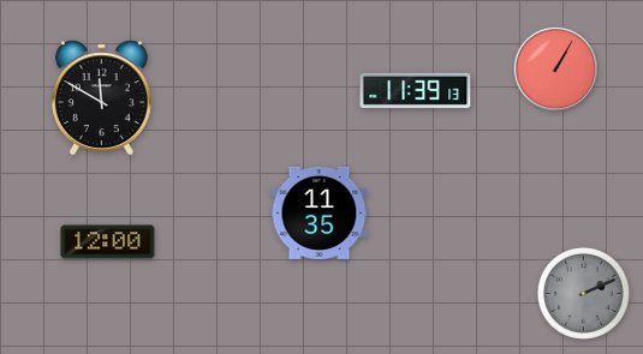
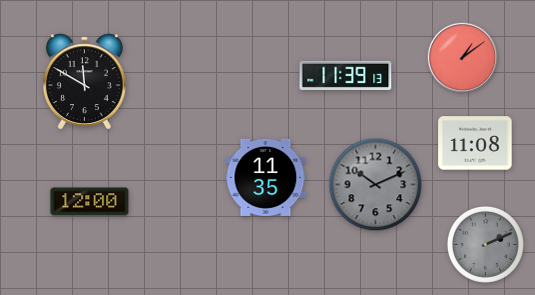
clock at (555, 68): 1:05 -> 1:09
clock at (475, 143): none -> 11:08
clock at (376, 185): none -> 10:11
